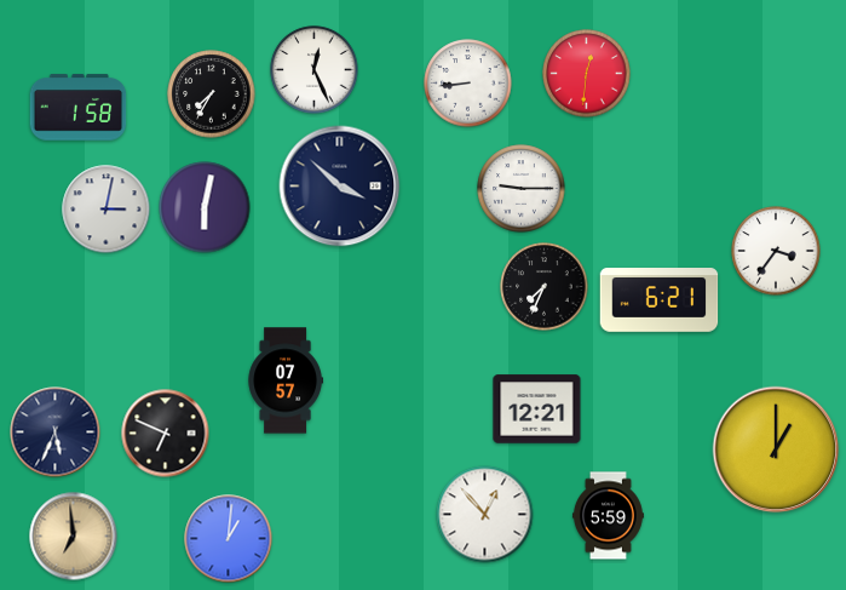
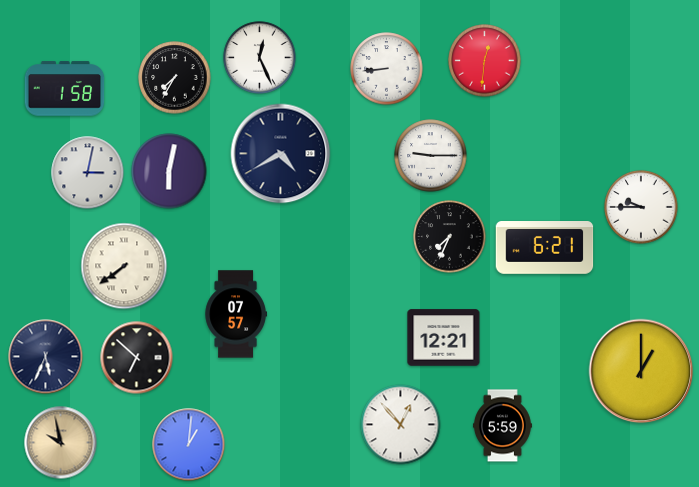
clock at (340, 187): 3:52 -> 4:40
clock at (776, 251): 3:36 -> 9:45
clock at (124, 266): none -> 7:39
clock at (166, 434): 6:49 -> 6:52
clock at (74, 537): 6:59 -> 9:58
